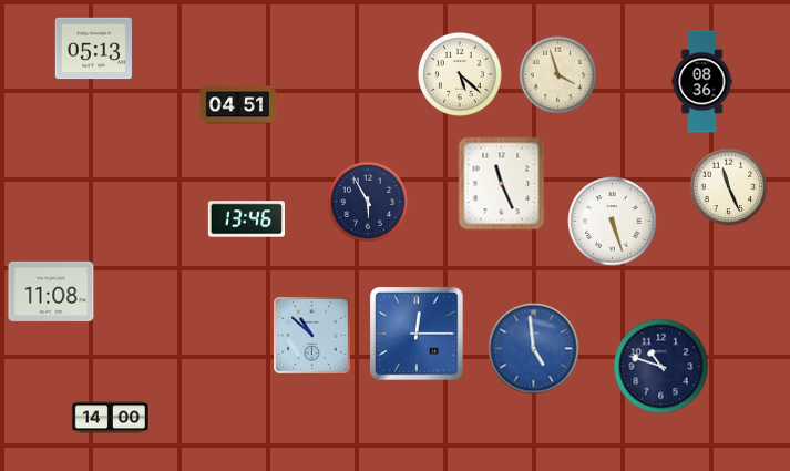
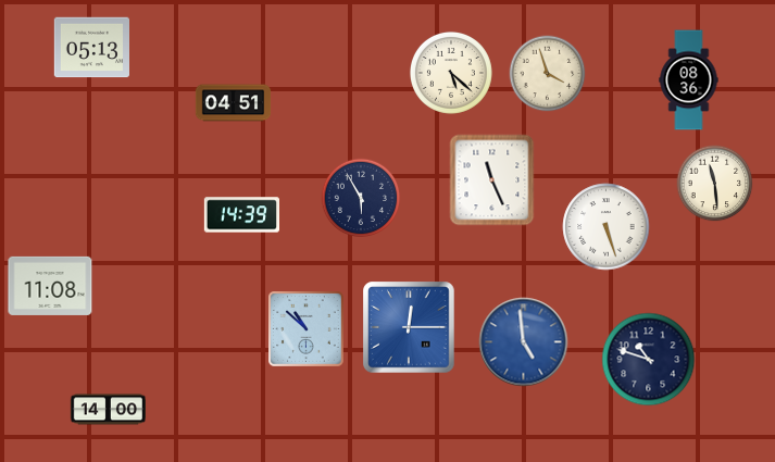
clock at (729, 187): 11:26 -> 11:29
clock at (246, 219): 13:46 -> 14:39
clock at (613, 222) position: (613, 222) -> (607, 227)
